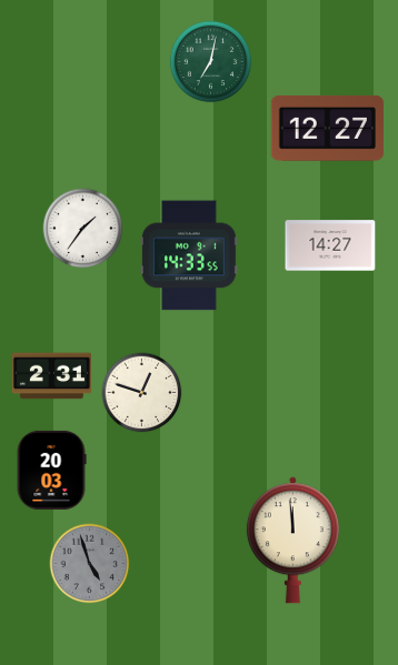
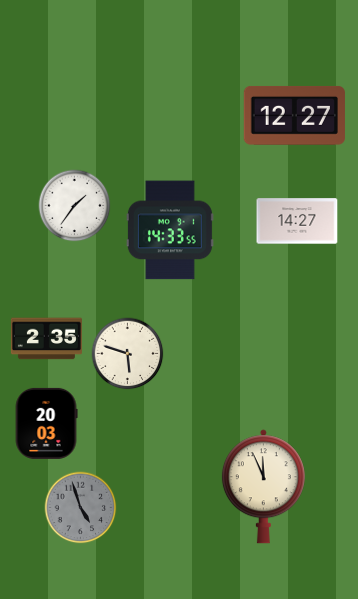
clock at (211, 62): 7:02 -> none
clock at (51, 376): 2:31 -> 2:35
clock at (142, 393): 12:48 -> 5:48
clock at (292, 541): 11:59 -> 11:56
